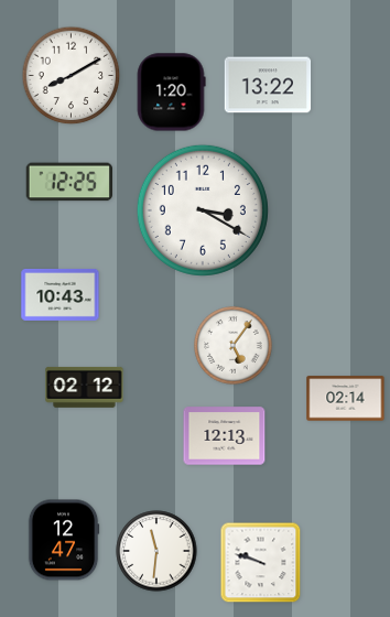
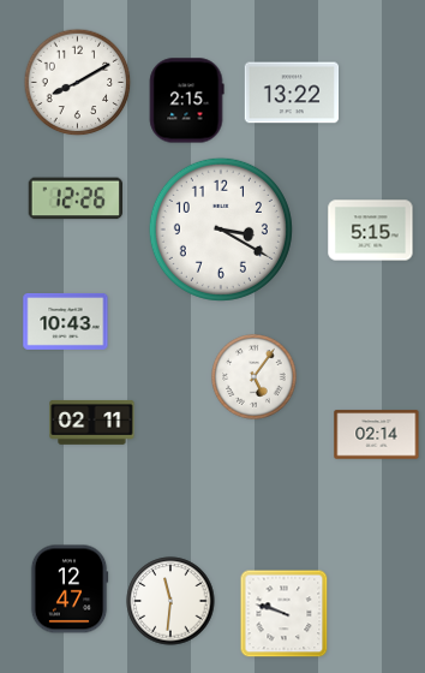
clock at (171, 93): 1:20 -> 2:15
clock at (68, 182): 12:25 -> 12:26
clock at (371, 231): none -> 5:15
clock at (85, 387): 02:12 -> 02:11
clock at (225, 436): 12:13 -> none
